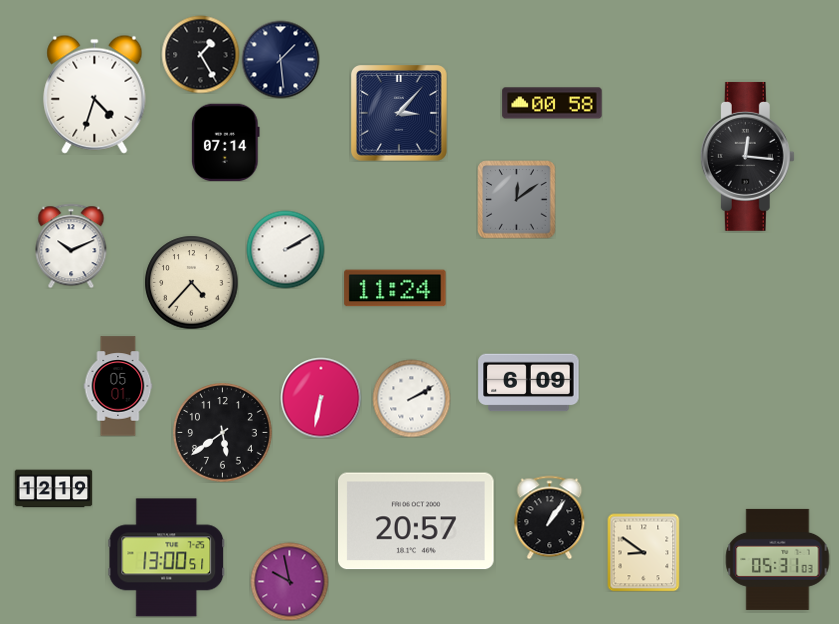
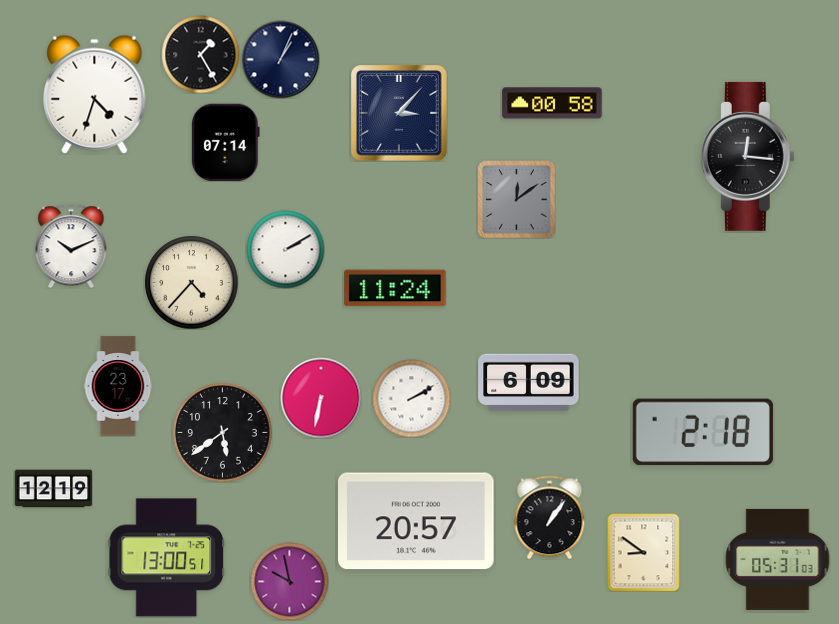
clock at (280, 59): 1:29 -> 1:04
clock at (118, 386): 05:01 -> 23:17
clock at (703, 432): none -> 2:18
